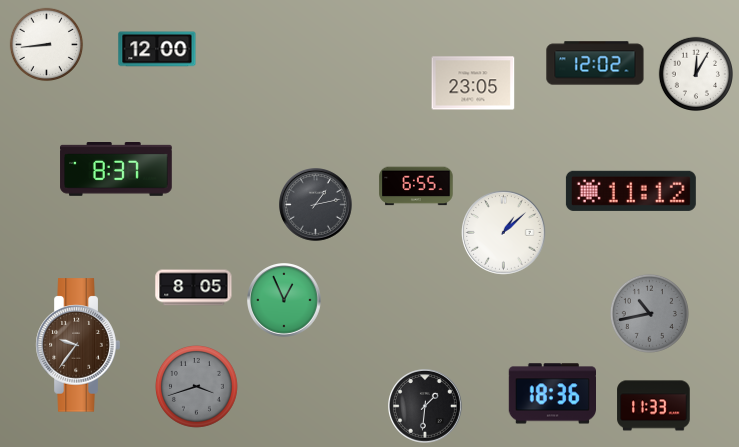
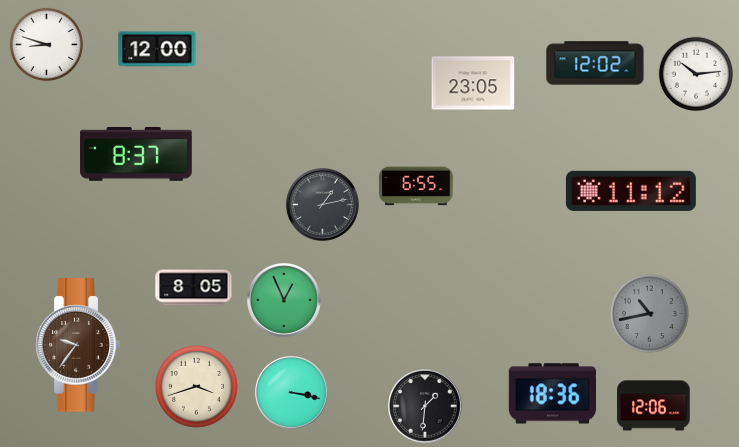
clock at (47, 45): 8:44 -> 8:48
clock at (695, 73): 12:05 -> 10:14
clock at (116, 170) position: (116, 170) -> (136, 155)
clock at (316, 205) position: (316, 205) -> (323, 205)
clock at (504, 233): 1:08 -> none
clock at (197, 387) dial: grey -> cream
clock at (292, 393): none -> 3:17
clock at (654, 406): 11:33 -> 12:06
